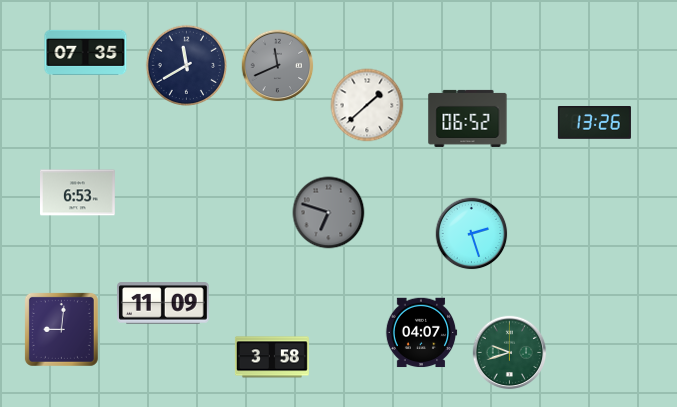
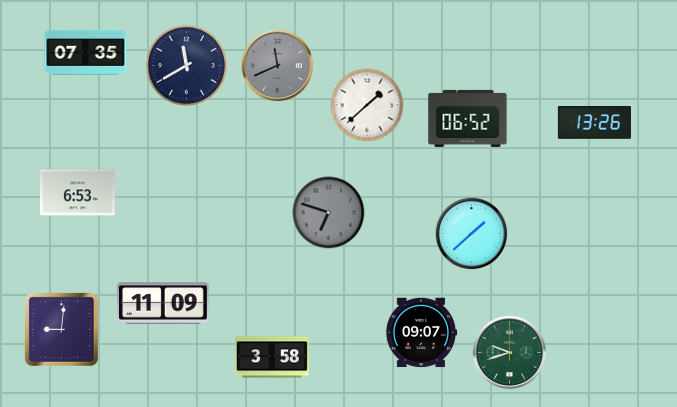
clock at (472, 234): 2:27 -> 1:38
clock at (421, 333): 04:07 -> 09:07
